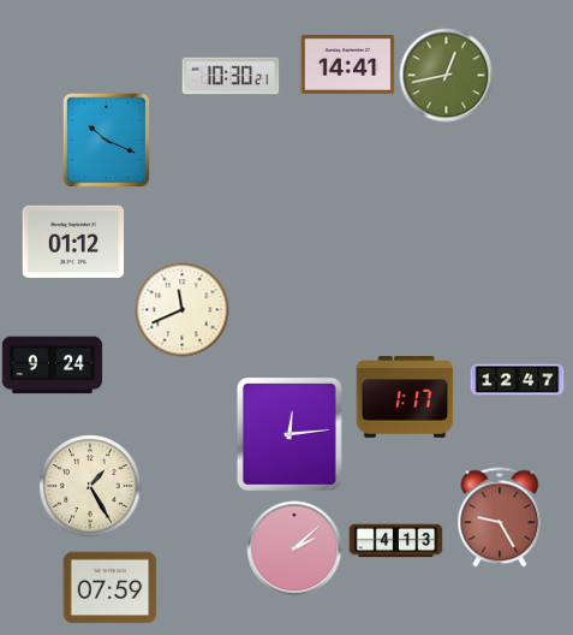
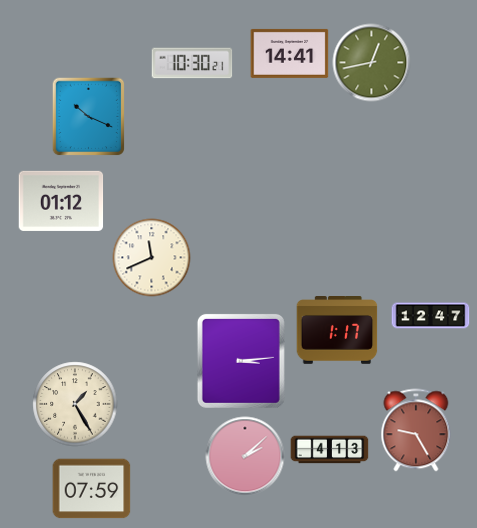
clock at (52, 366): 9:24 -> none
clock at (290, 434): 12:14 -> 3:14
